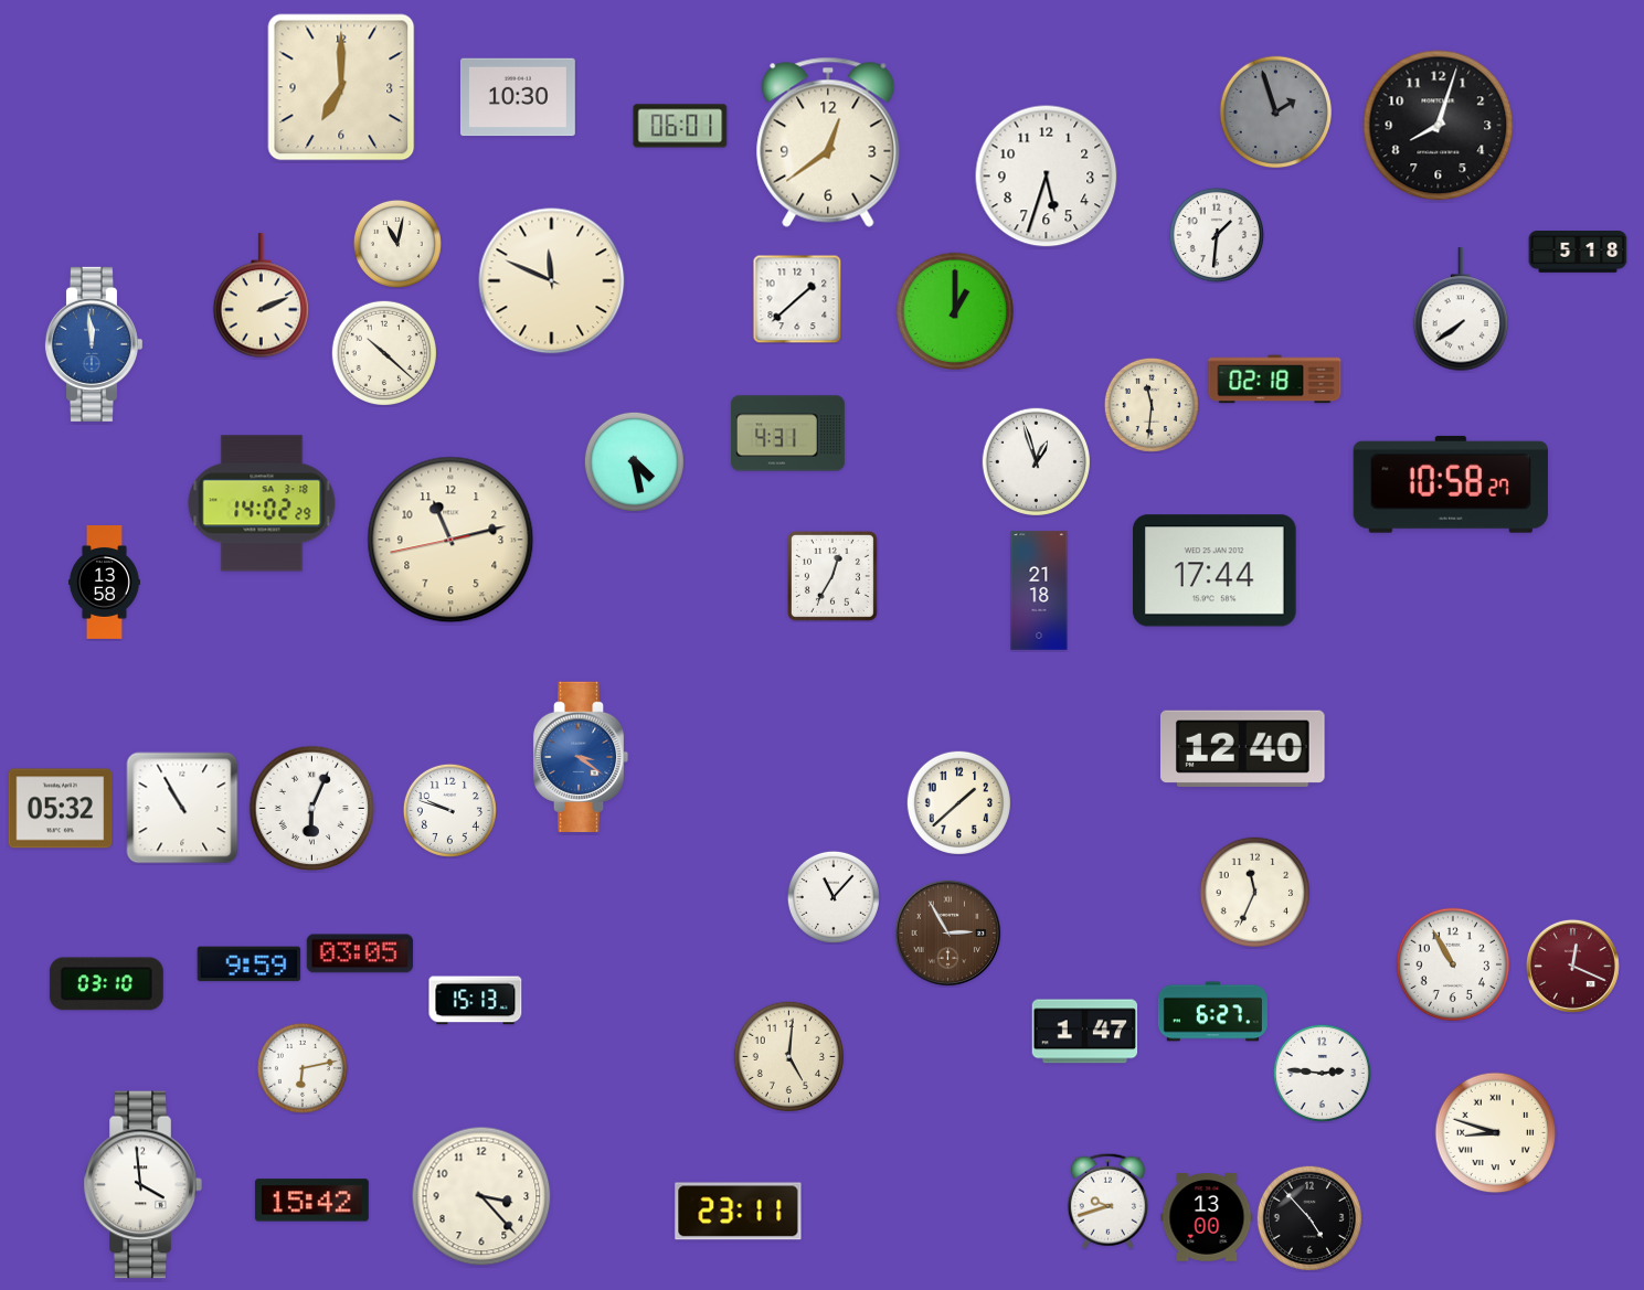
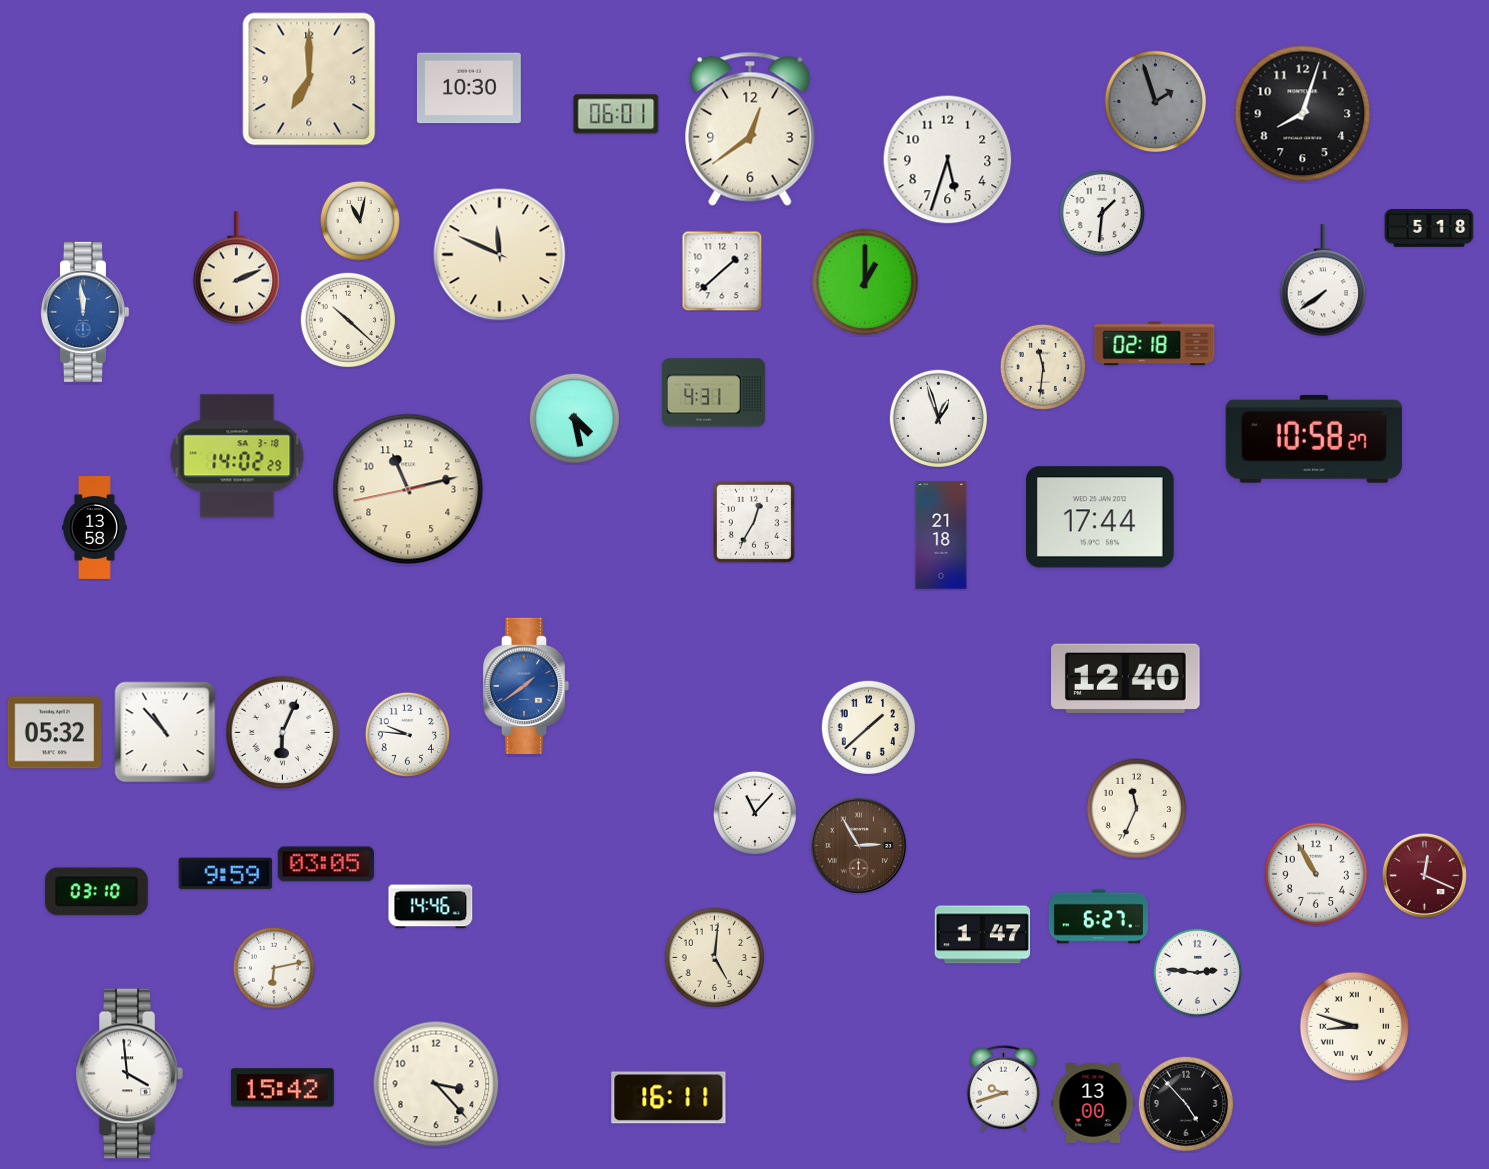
clock at (581, 757): 3:21 -> 1:39
clock at (182, 808): 10:55 -> 10:53
clock at (449, 810): 9:48 -> 9:46
clock at (476, 1001): 15:13 -> 14:46
clock at (739, 1212): 23:11 -> 16:11
